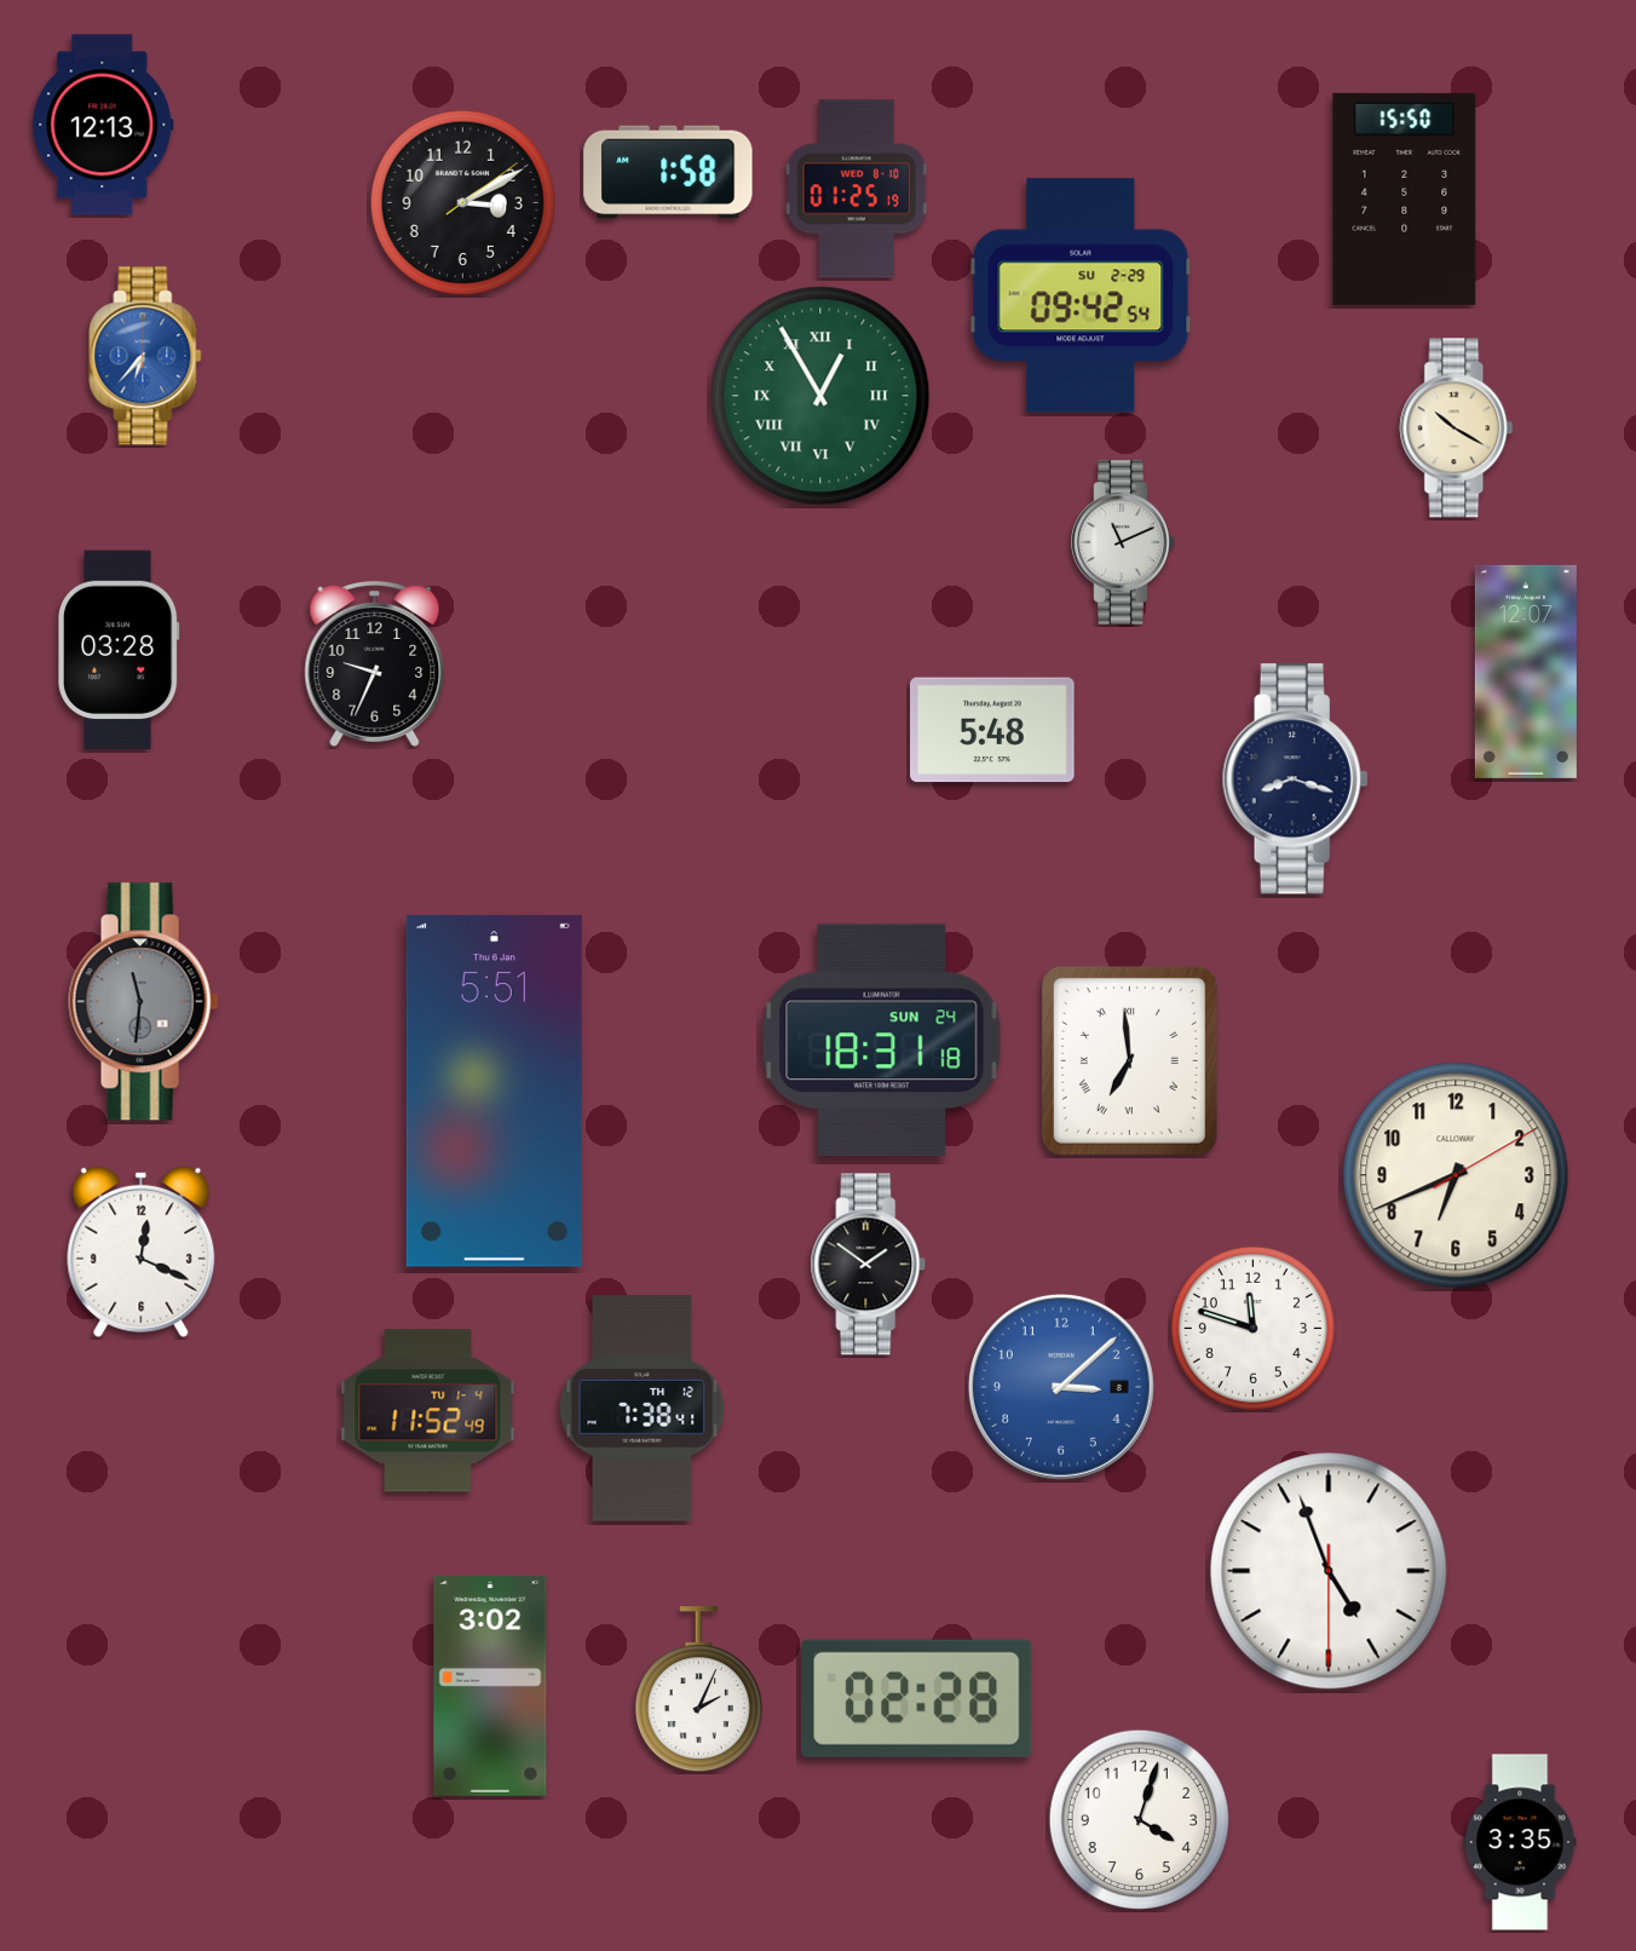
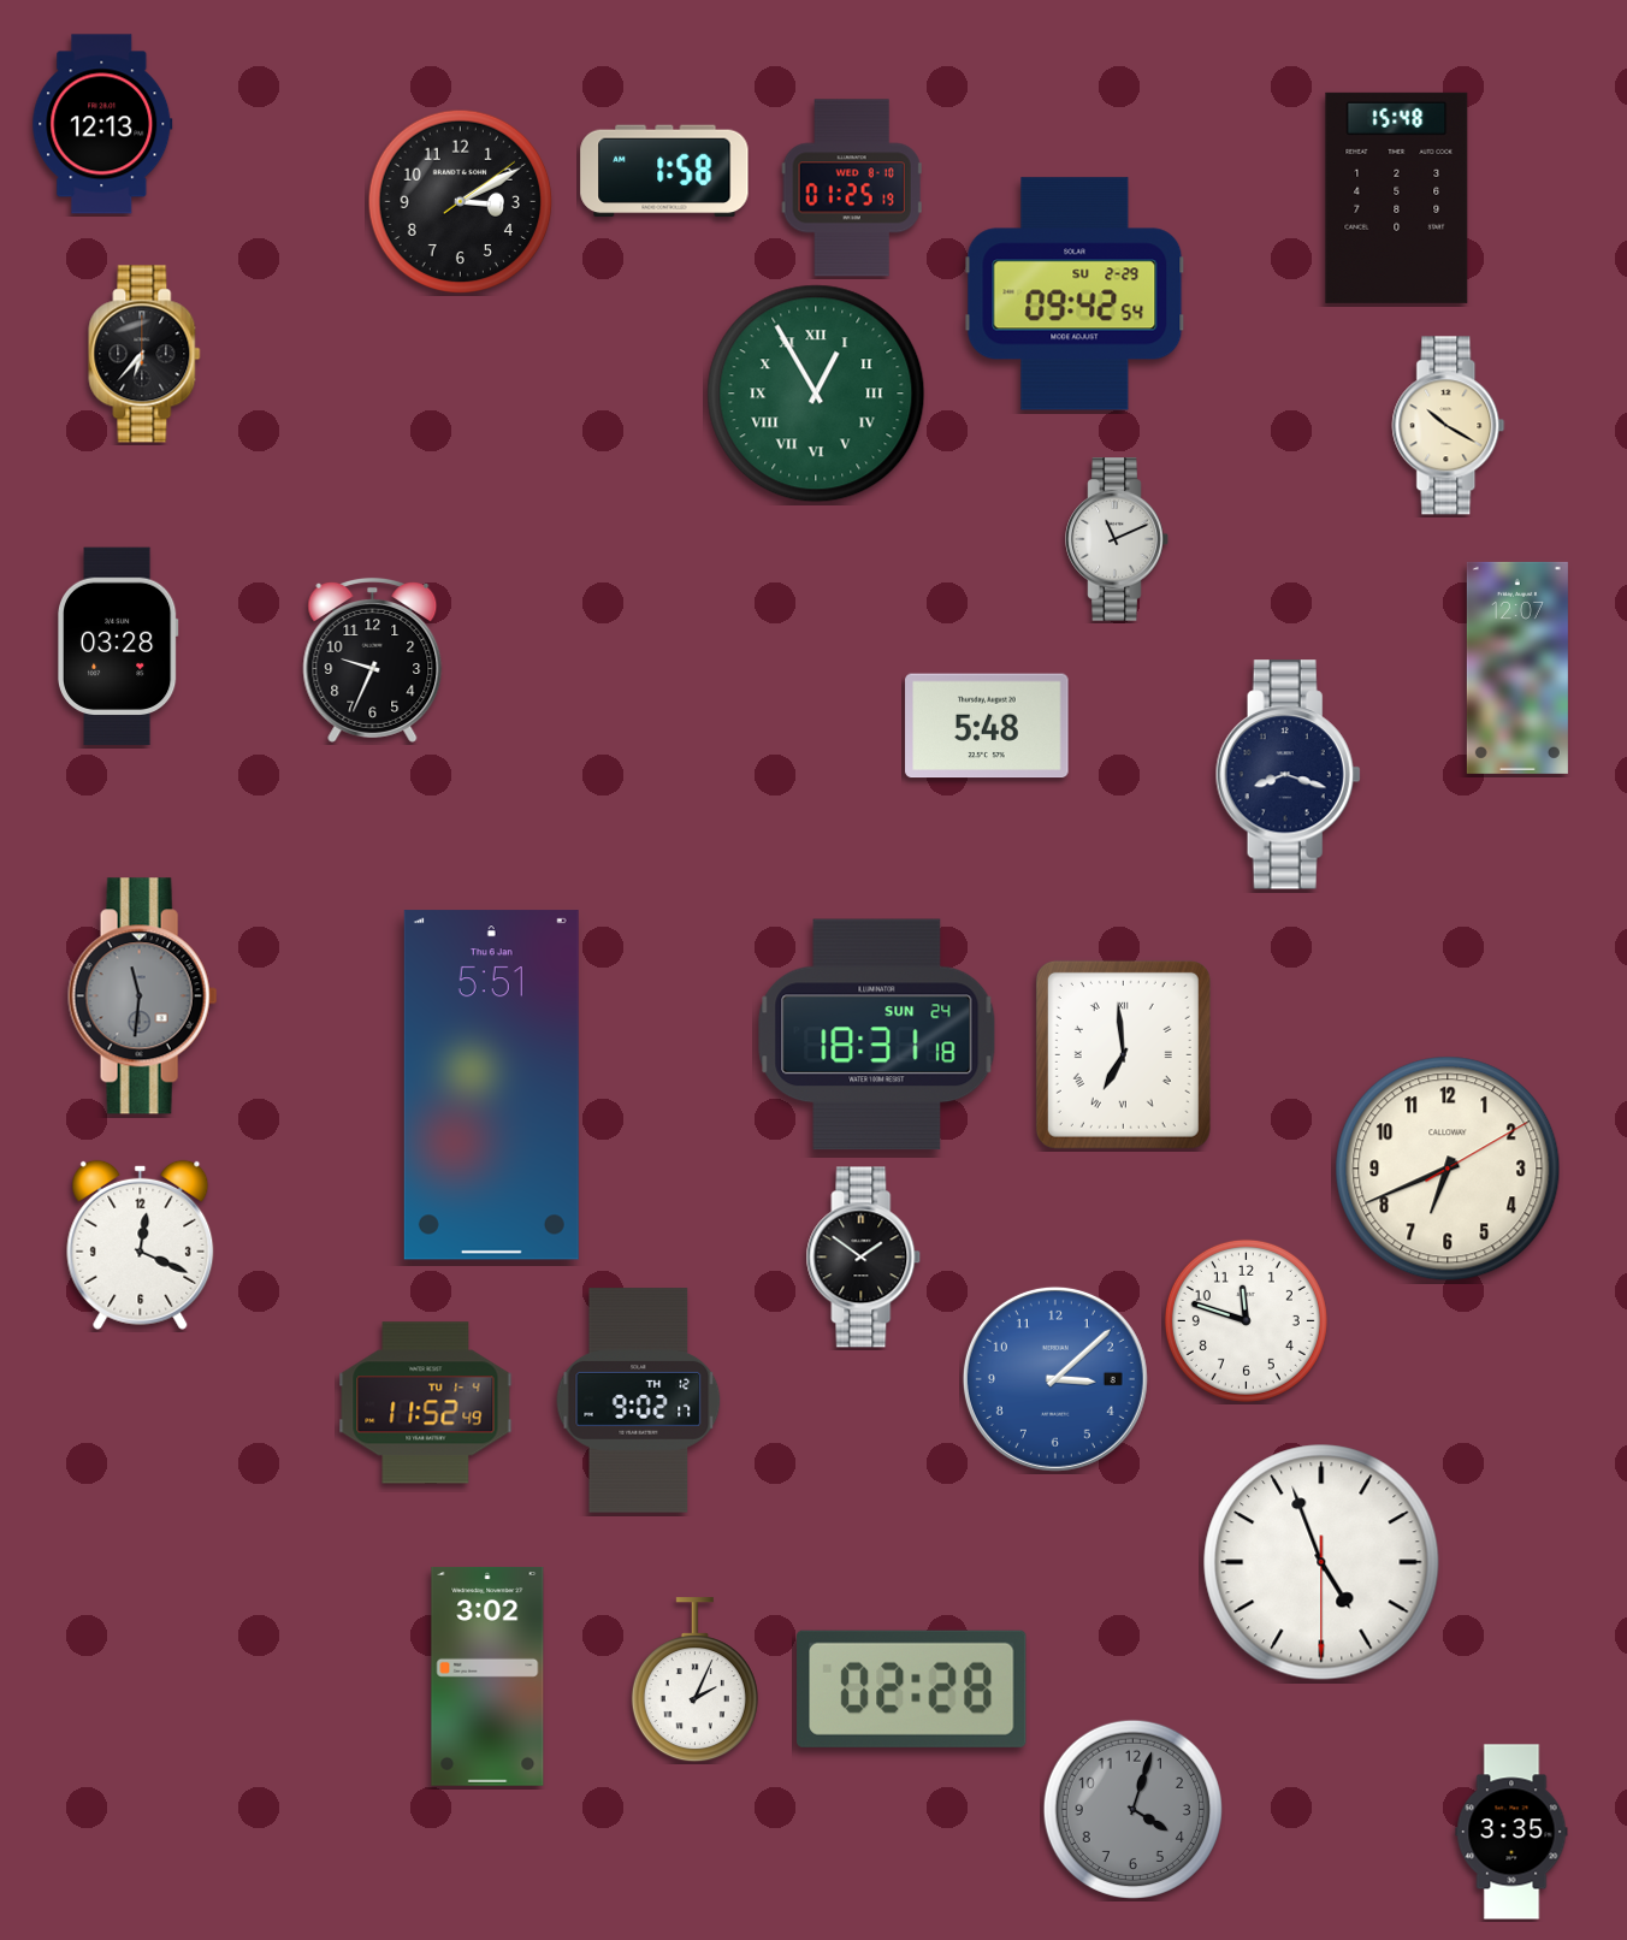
clock at (1405, 198): 15:50 -> 15:48
clock at (145, 356) dial: blue -> black
clock at (643, 1409): 7:38 -> 9:02
clock at (1139, 1819) dial: white -> grey
